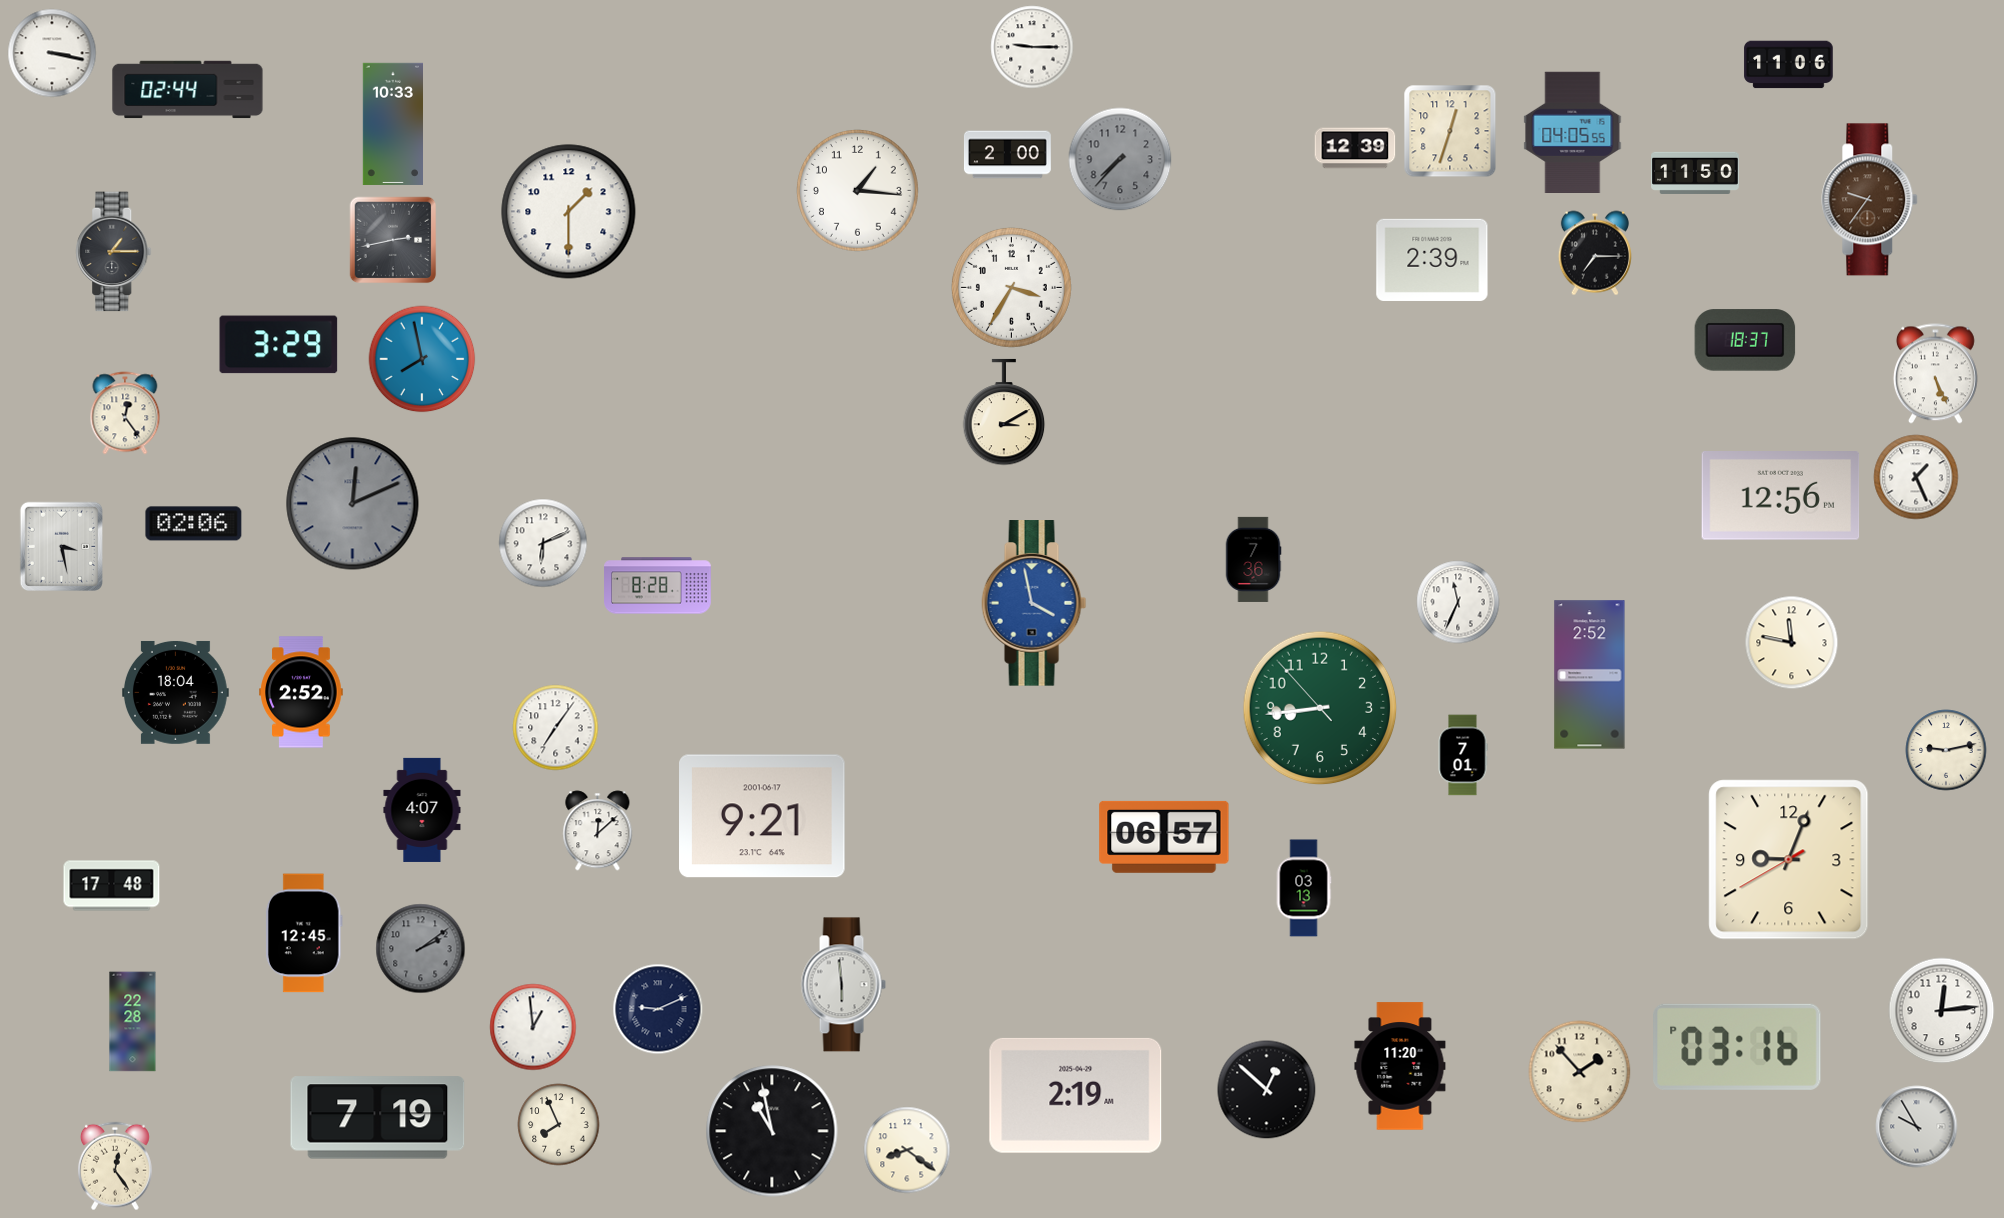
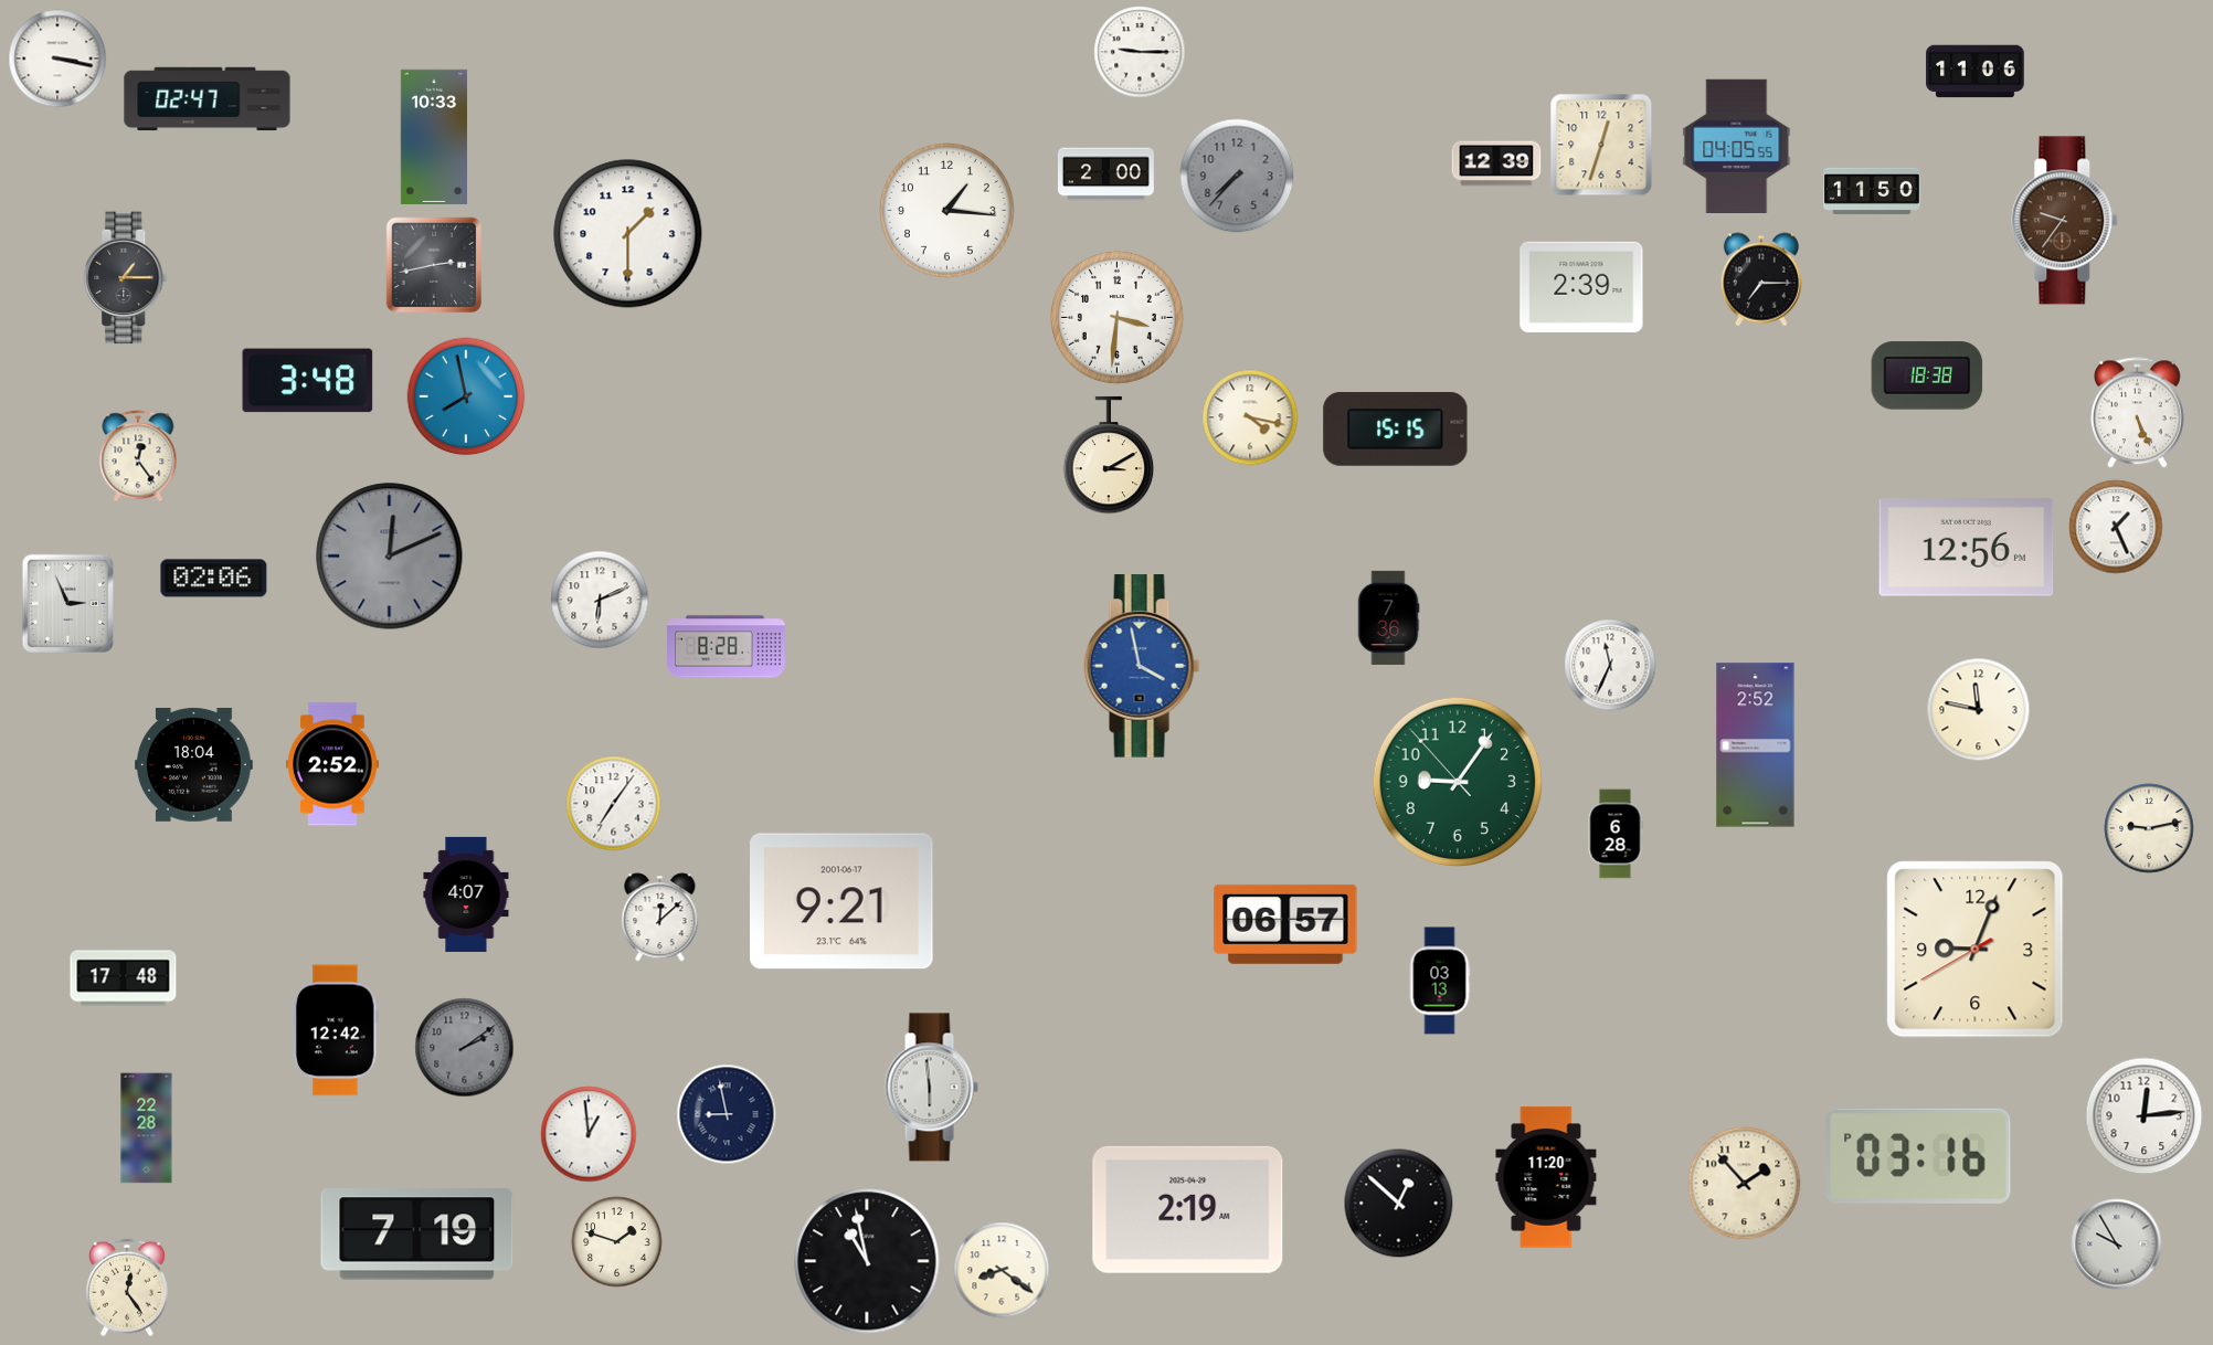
clock at (188, 90): 02:44 -> 02:47
clock at (1007, 155) position: (1007, 155) -> (1105, 174)
clock at (1011, 287): 3:35 -> 3:31
clock at (1745, 340): 18:37 -> 18:38
clock at (279, 345): 3:29 -> 3:48
clock at (1250, 417): none -> 4:17
clock at (1396, 428): none -> 15:15
clock at (61, 546): 3:28 -> 2:56
clock at (1253, 559) position: (1253, 559) -> (1388, 617)
clock at (1320, 708): 8:43 -> 9:05
clock at (1463, 755): 7:01 -> 6:28
clock at (304, 933): 12:45 -> 12:42
clock at (658, 1009): 9:11 -> 8:58
clock at (559, 1125): 7:56 -> 1:48
clock at (772, 1131) position: (772, 1131) -> (867, 1261)
